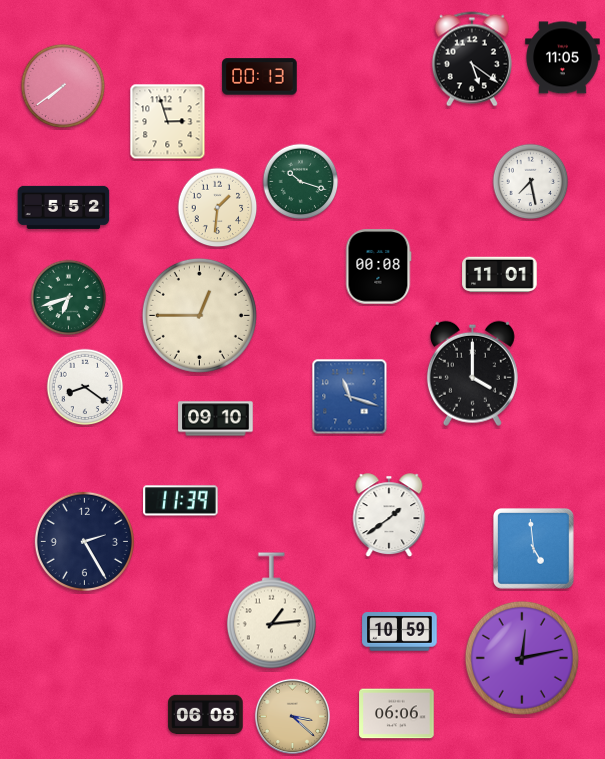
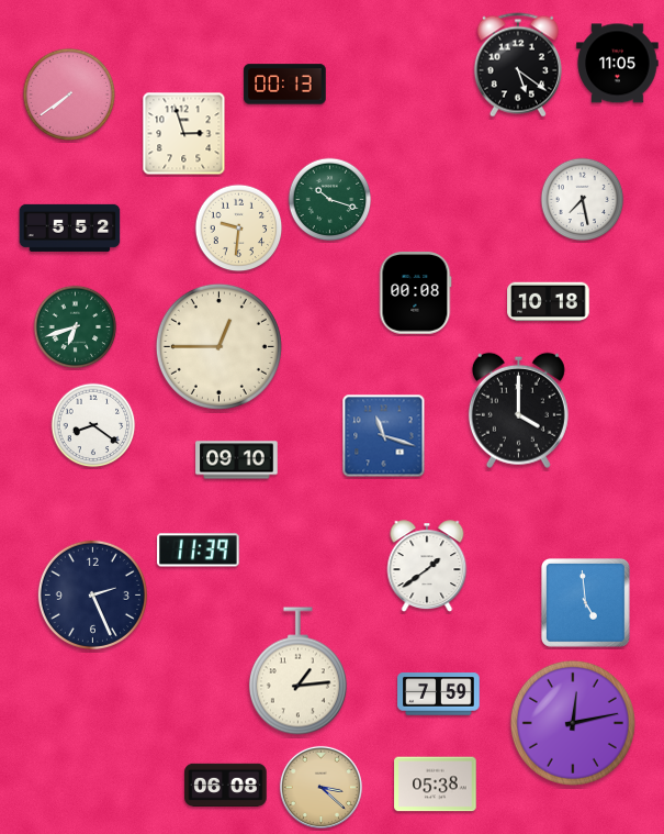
clock at (218, 208): 1:31 -> 9:31
clock at (500, 275): 11:01 -> 10:18
clock at (84, 541): 2:25 -> 2:26
clock at (400, 632): 10:59 -> 7:59
clock at (397, 714): 06:06 -> 05:38
